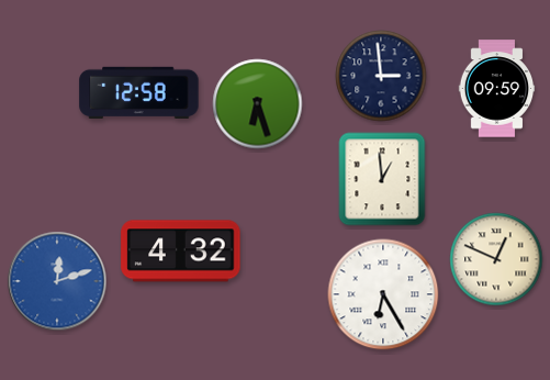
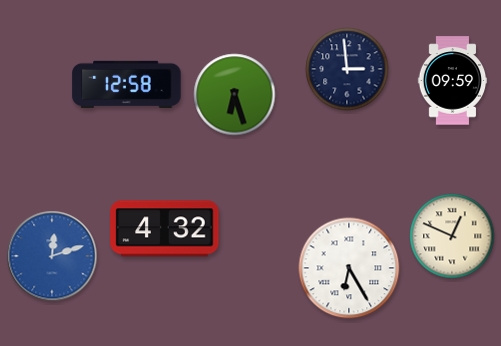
clock at (382, 179): 12:59 -> none
